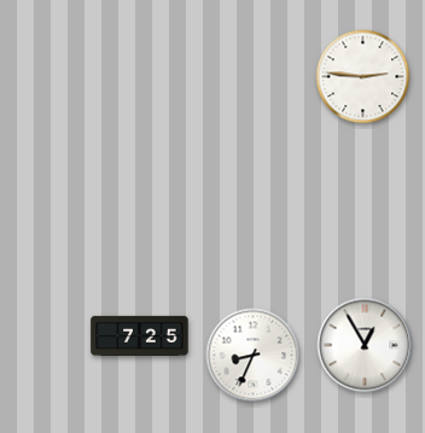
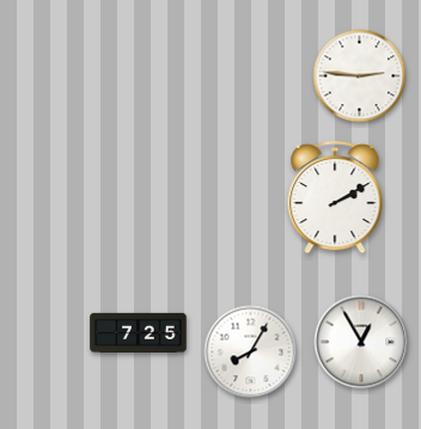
clock at (335, 197): none -> 2:10
clock at (254, 356): 8:34 -> 8:05
